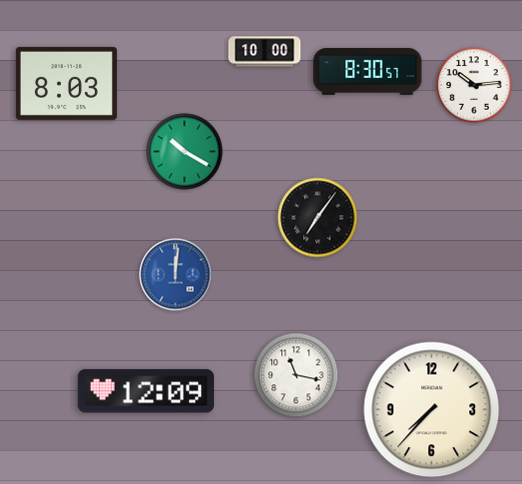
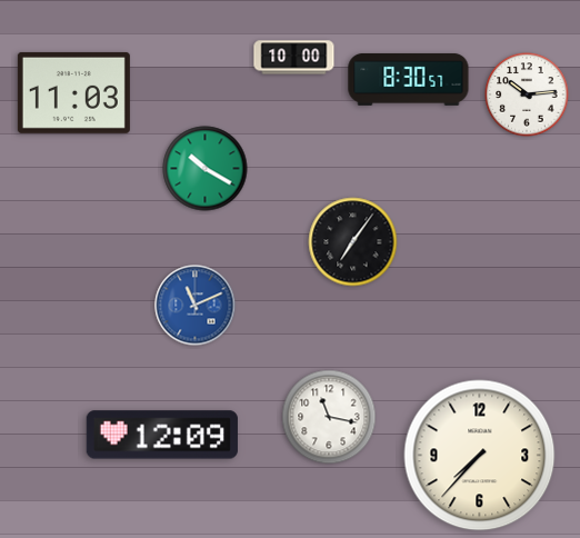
clock at (66, 83): 8:03 -> 11:03
clock at (176, 275): 12:01 -> 11:11
